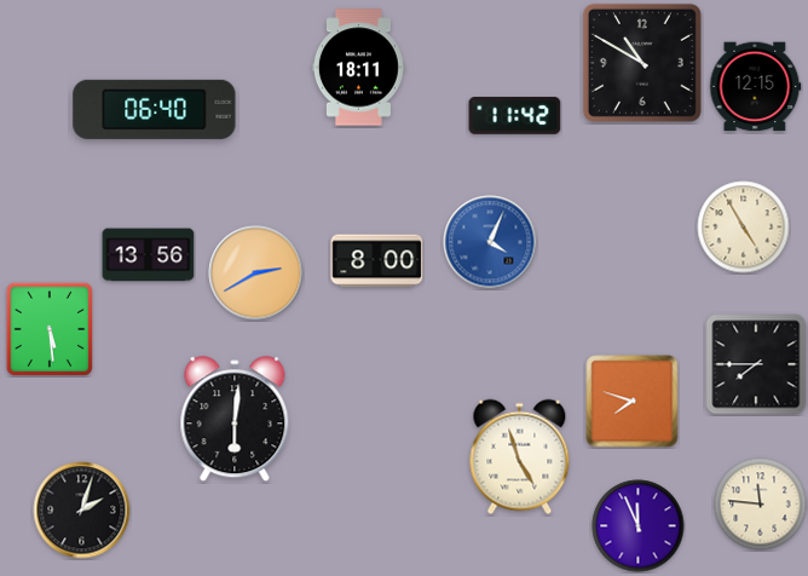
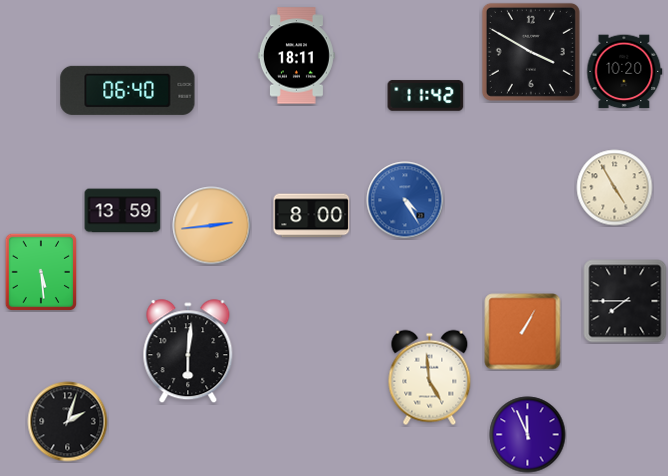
clock at (642, 63): 10:50 -> 3:50
clock at (756, 87): 12:15 -> 10:20
clock at (490, 242): 4:04 -> 4:25
clock at (149, 255): 13:56 -> 13:59
clock at (256, 273): 2:40 -> 2:44
clock at (633, 402): 7:48 -> 1:05
clock at (235, 420) position: (235, 420) -> (188, 352)
clock at (520, 457): 4:57 -> 4:59
clock at (761, 505): 11:46 -> none
